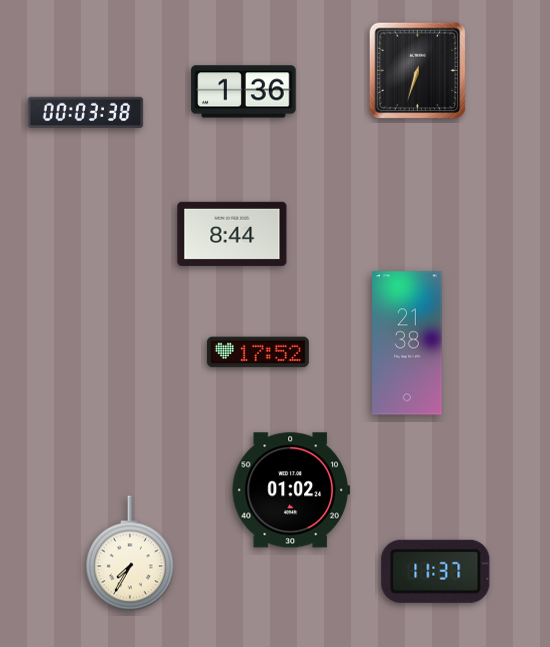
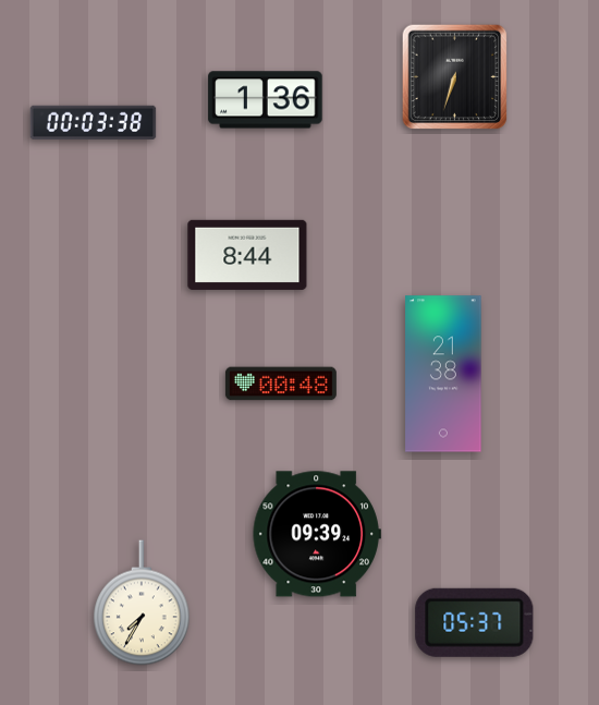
clock at (232, 234) position: (232, 234) -> (247, 255)
clock at (258, 352): 17:52 -> 00:48
clock at (291, 490): 01:02 -> 09:39
clock at (436, 571): 11:37 -> 05:37
